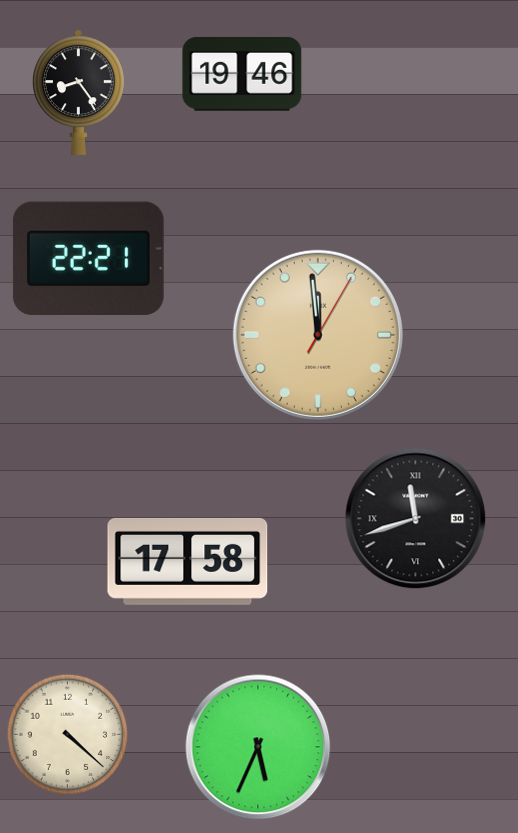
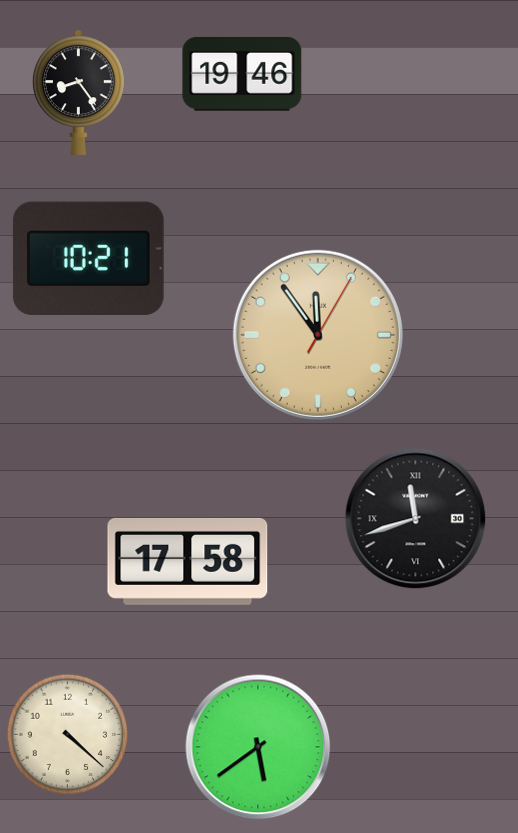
clock at (88, 258): 22:21 -> 10:21
clock at (318, 335): 11:59 -> 11:54
clock at (258, 747): 5:34 -> 5:39
